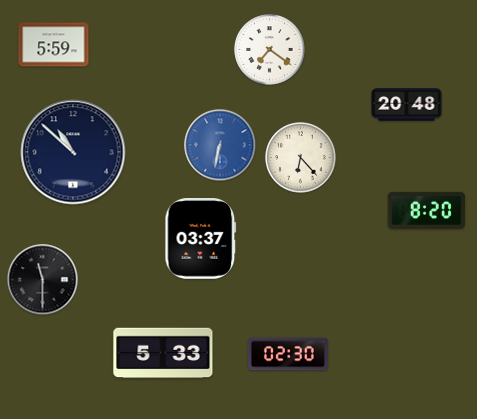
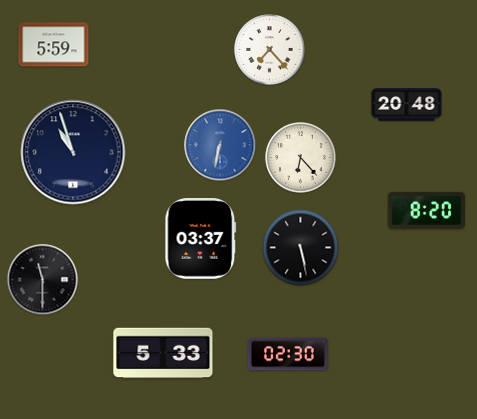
clock at (270, 50): 7:21 -> 7:23
clock at (73, 152): 10:52 -> 10:57
clock at (301, 248): none -> 5:28
